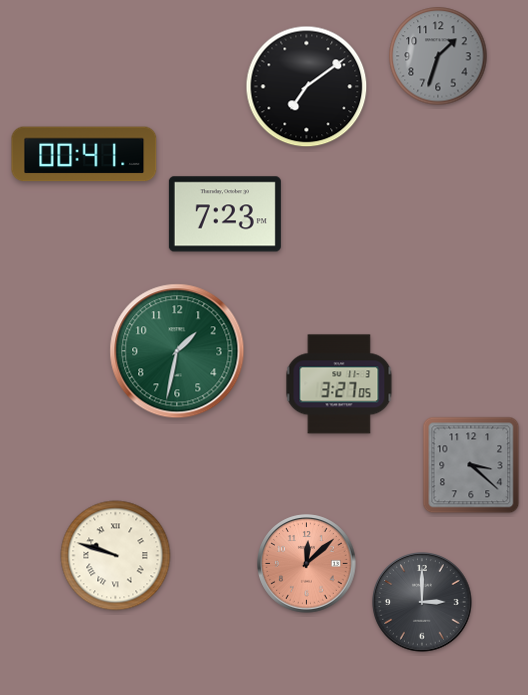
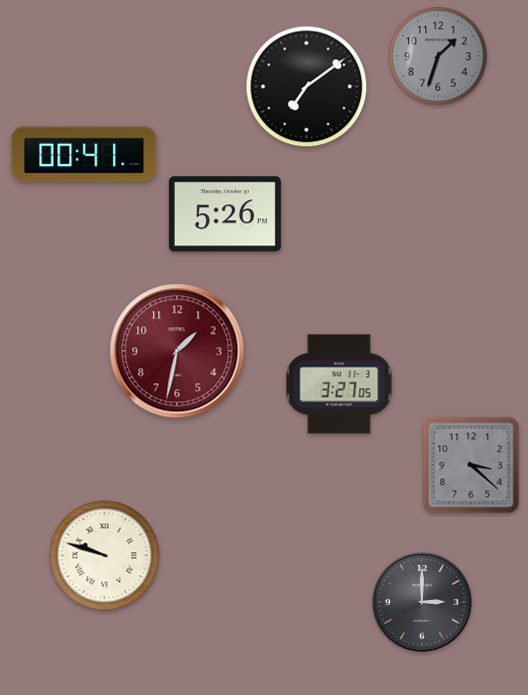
clock at (225, 214): 7:23 -> 5:26
clock at (177, 351) dial: green -> burgundy
clock at (116, 556) position: (116, 556) -> (105, 556)
clock at (307, 564): 12:08 -> none
